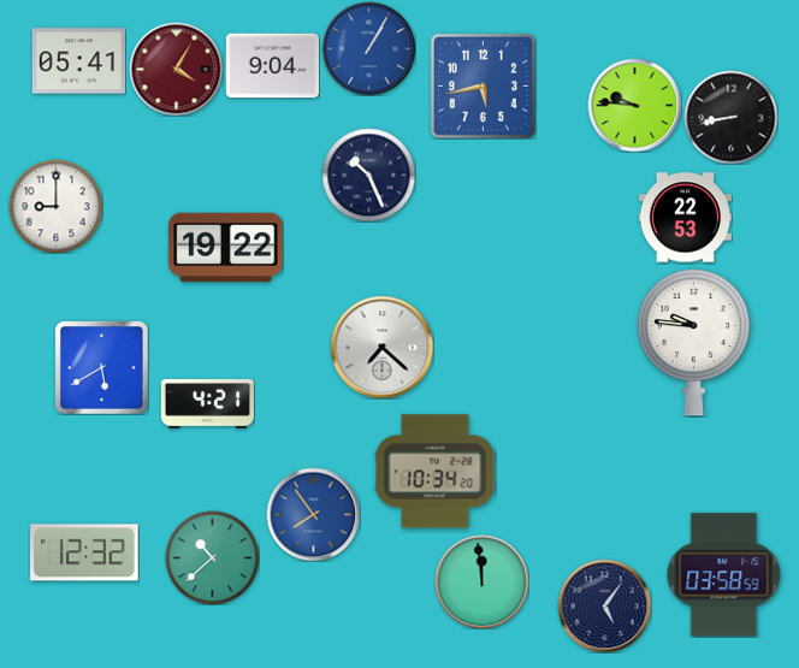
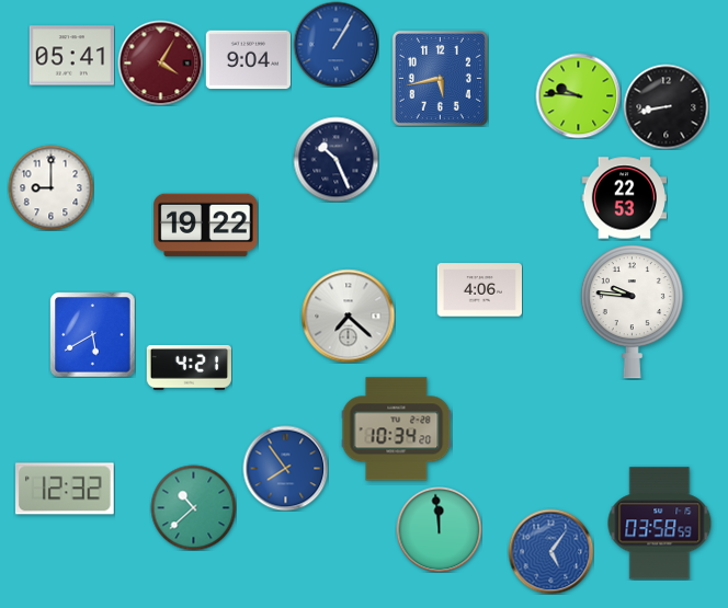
clock at (479, 290): none -> 4:06
clock at (85, 552) position: (85, 552) -> (66, 489)
clock at (604, 605) dial: navy -> blue
